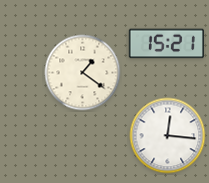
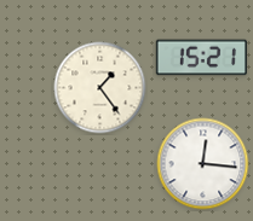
clock at (166, 44) position: (166, 44) -> (201, 58)
clock at (83, 73): 1:21 -> 1:24
